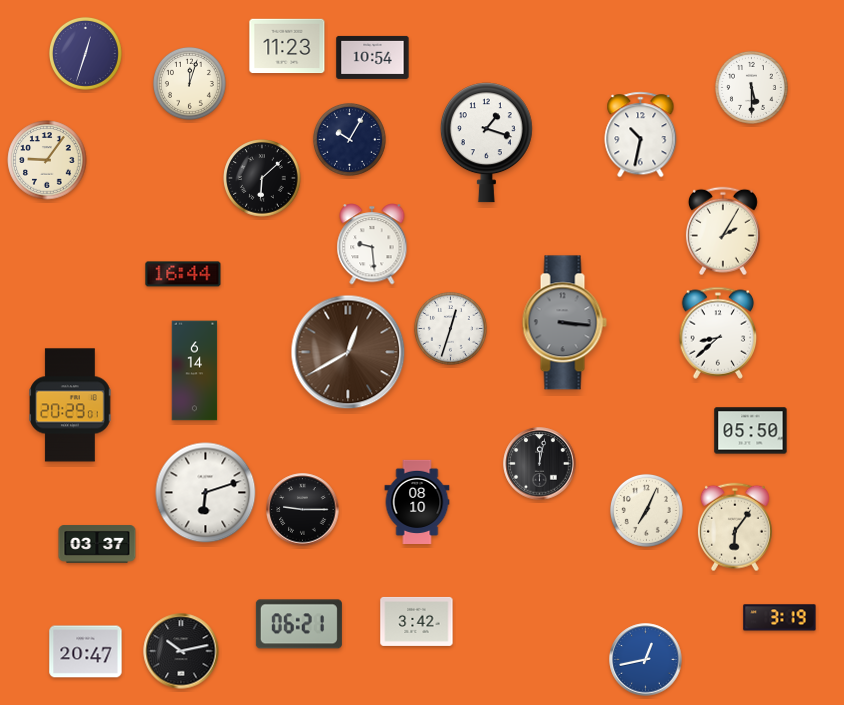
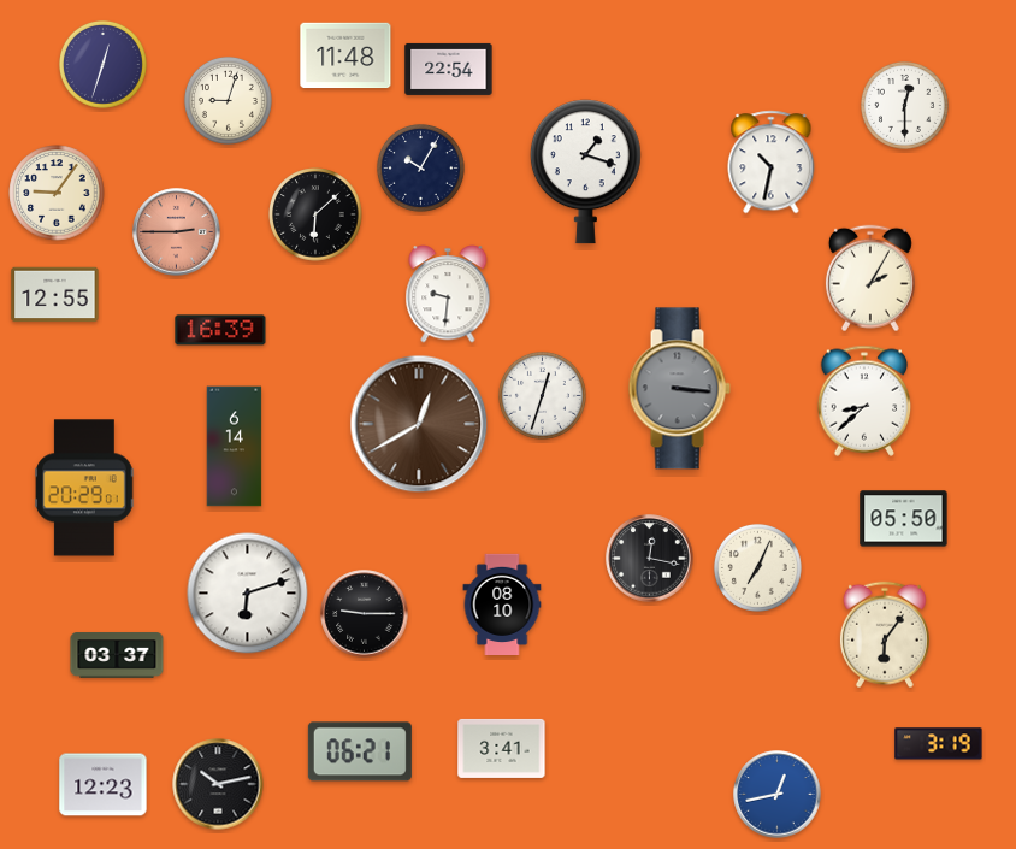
clock at (287, 46): 11:23 -> 11:48
clock at (373, 57): 10:54 -> 22:54
clock at (189, 83): 12:03 -> 9:03
clock at (751, 87): 5:30 -> 12:30
clock at (177, 232): none -> 2:45
clock at (372, 244): 9:29 -> 9:31
clock at (55, 295): none -> 12:55
clock at (183, 274): 16:44 -> 16:39
clock at (540, 464): 12:02 -> 12:17
clock at (646, 510) position: (646, 510) -> (757, 567)
clock at (417, 621): 3:42 -> 3:41
clock at (86, 652): 20:47 -> 12:23
